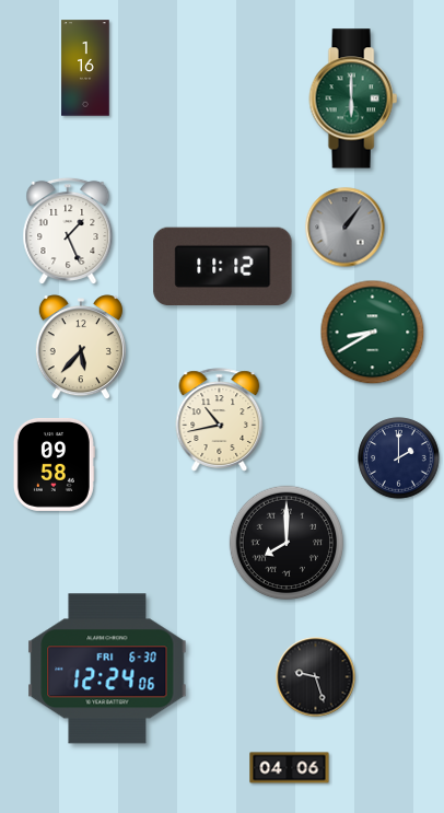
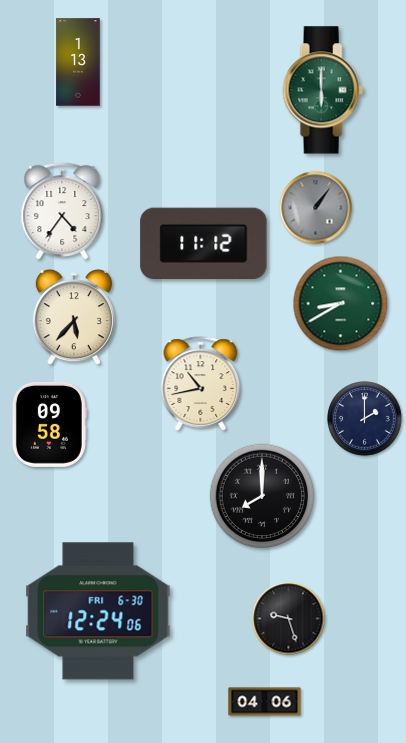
clock at (85, 68): 1:16 -> 1:13
clock at (68, 230): 1:26 -> 4:36
